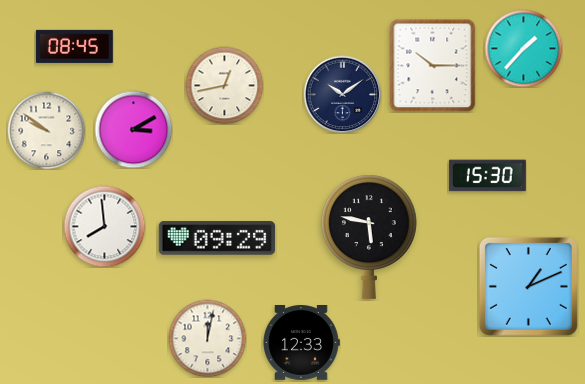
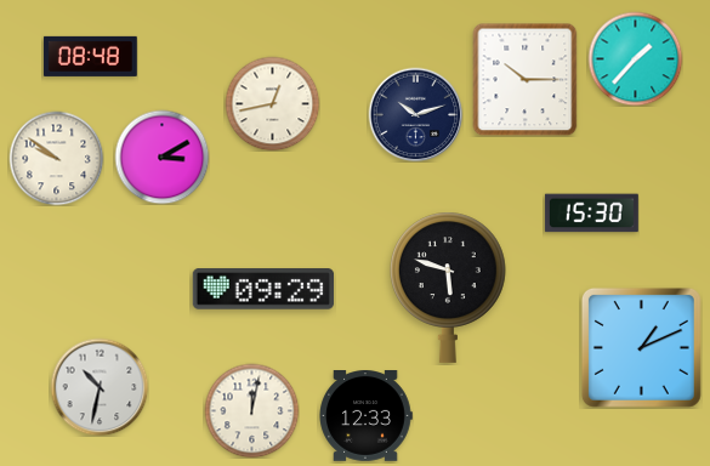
clock at (74, 46): 08:45 -> 08:48
clock at (342, 94): 10:09 -> 10:12
clock at (104, 226): 7:59 -> none
clock at (370, 237): 5:47 -> 5:48
clock at (100, 387): none -> 10:32
